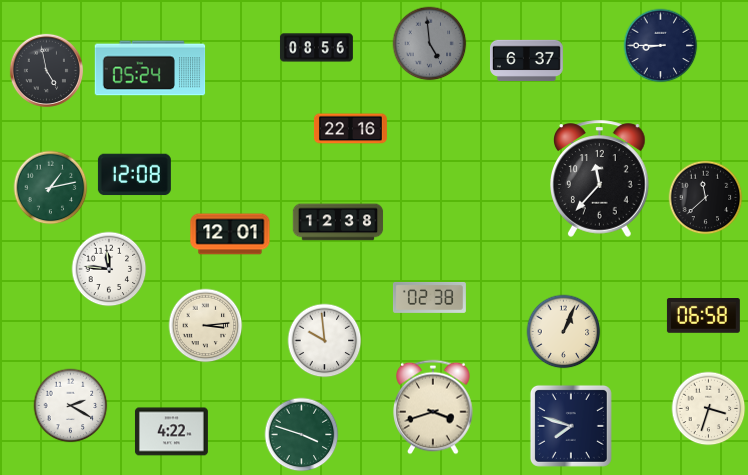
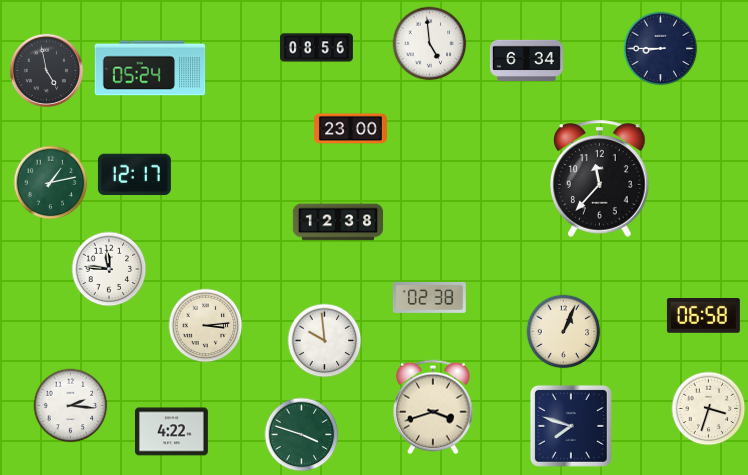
clock at (430, 44) dial: grey -> white
clock at (661, 46) position: (661, 46) -> (661, 49)
clock at (526, 60): 6:37 -> 6:34
clock at (350, 129): 22:16 -> 23:00
clock at (134, 175): 12:08 -> 12:17
clock at (51, 188) position: (51, 188) -> (51, 183)
clock at (706, 198): 11:38 -> none
clock at (230, 234): 12:01 -> none
clock at (71, 406): 2:20 -> 2:16
